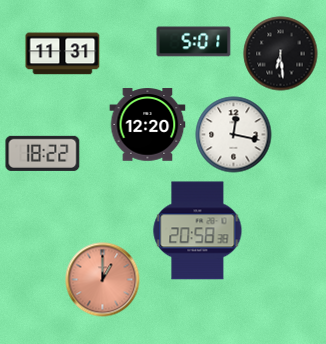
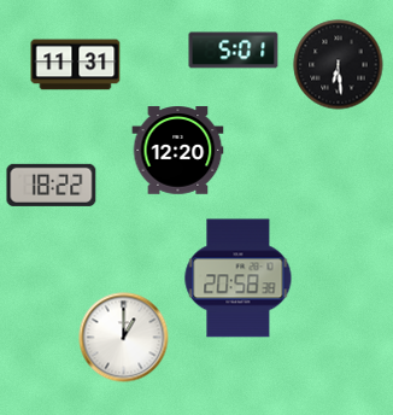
clock at (234, 135): 12:17 -> none
clock at (103, 280) dial: salmon -> white
